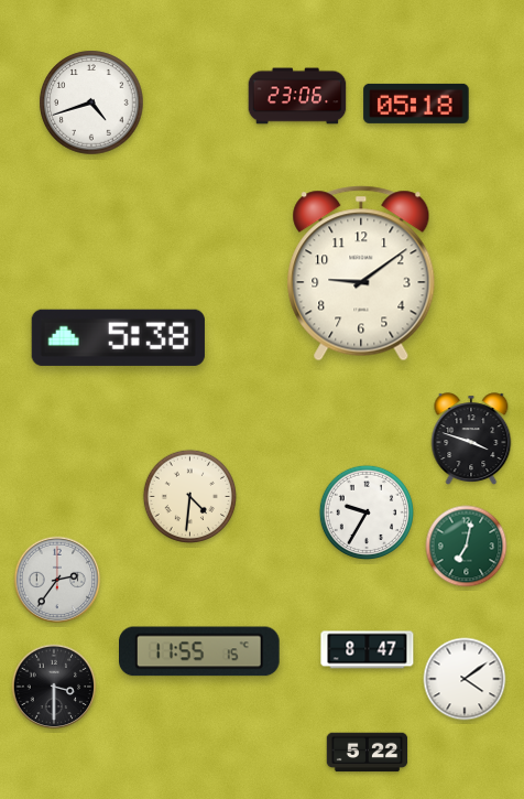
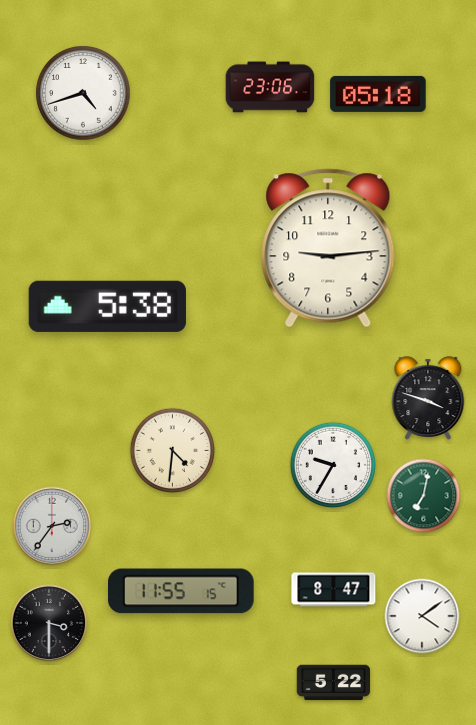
clock at (361, 273): 9:09 -> 9:14
